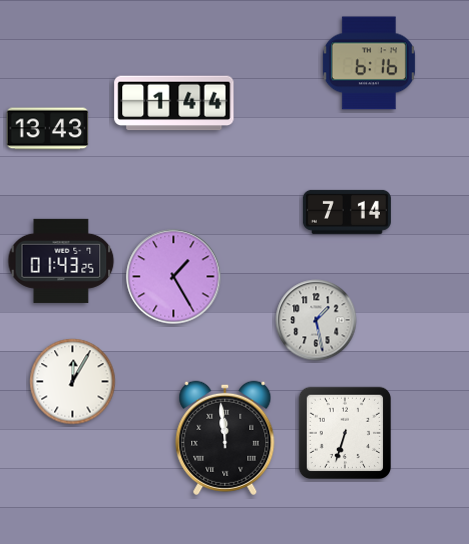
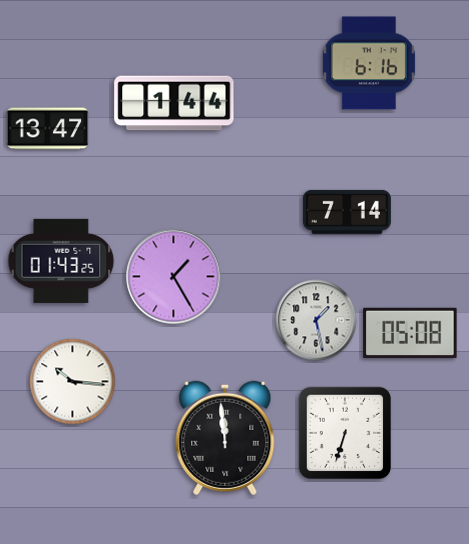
clock at (48, 129): 13:43 -> 13:47
clock at (410, 333): none -> 05:08
clock at (73, 382): 12:05 -> 10:16
